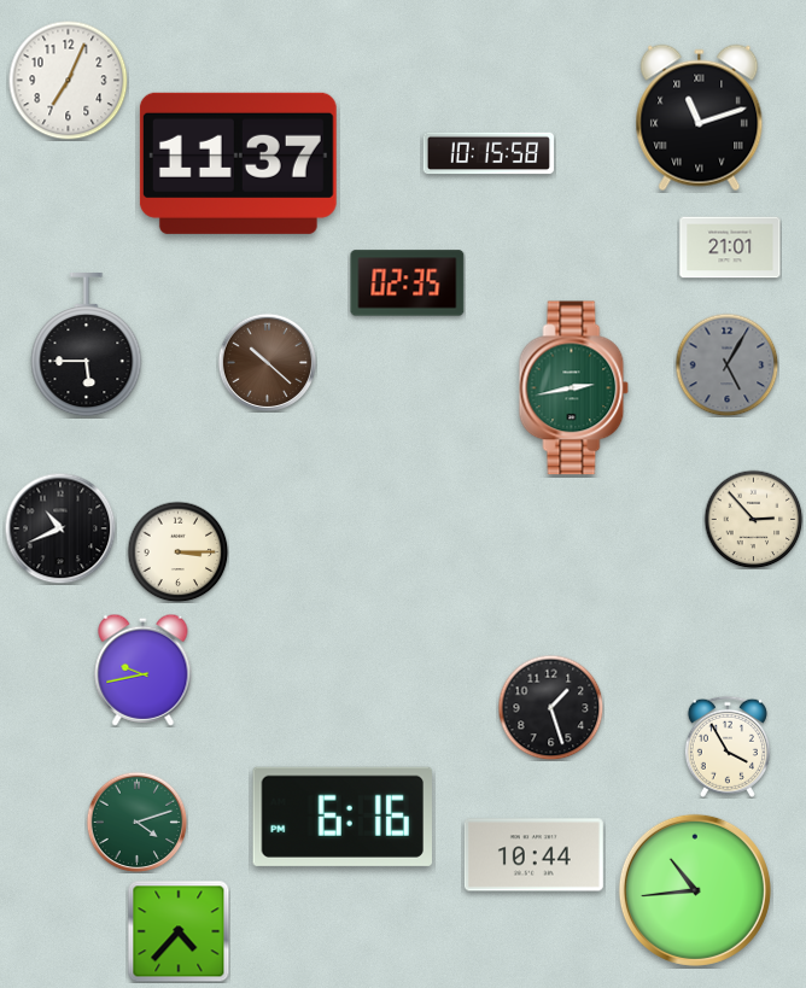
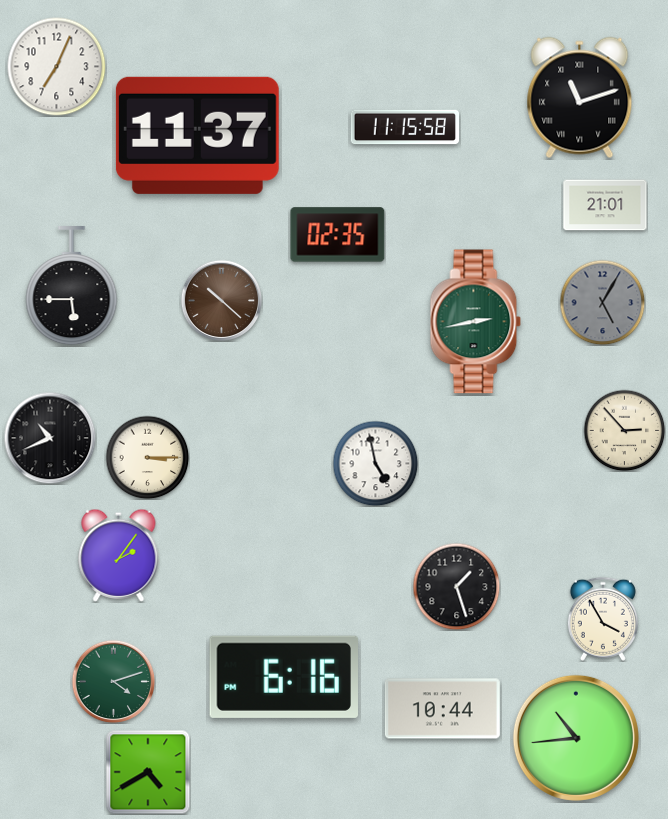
clock at (487, 153): 10:15 -> 11:15
clock at (375, 463): none -> 4:58
clock at (144, 670): 9:43 -> 2:06
clock at (179, 931): 4:37 -> 4:40
